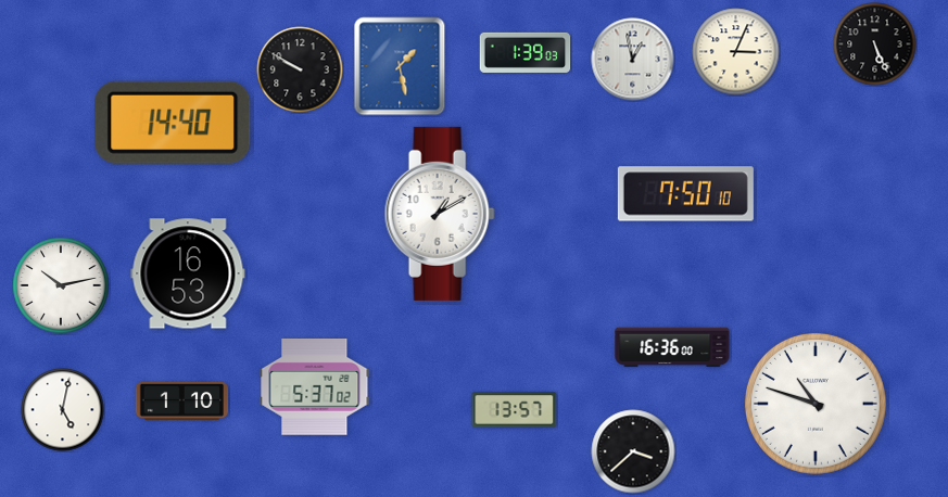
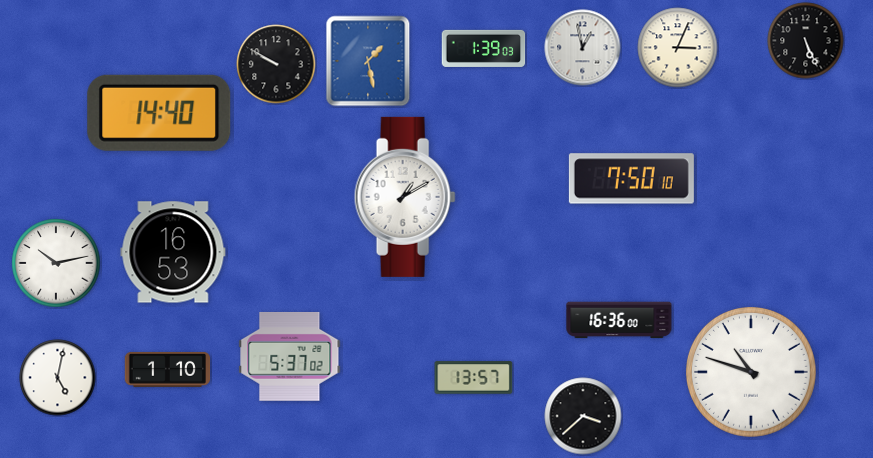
clock at (633, 60) position: (633, 60) -> (583, 48)
